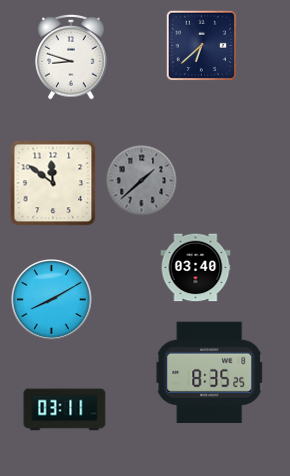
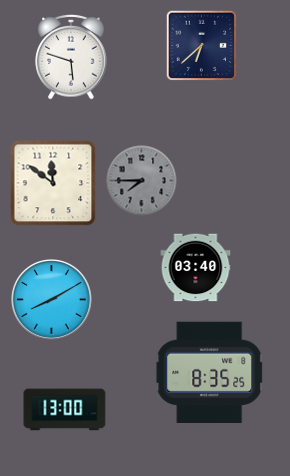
clock at (71, 57): 8:48 -> 5:48
clock at (142, 181): 1:38 -> 7:45
clock at (65, 410): 03:11 -> 13:00
